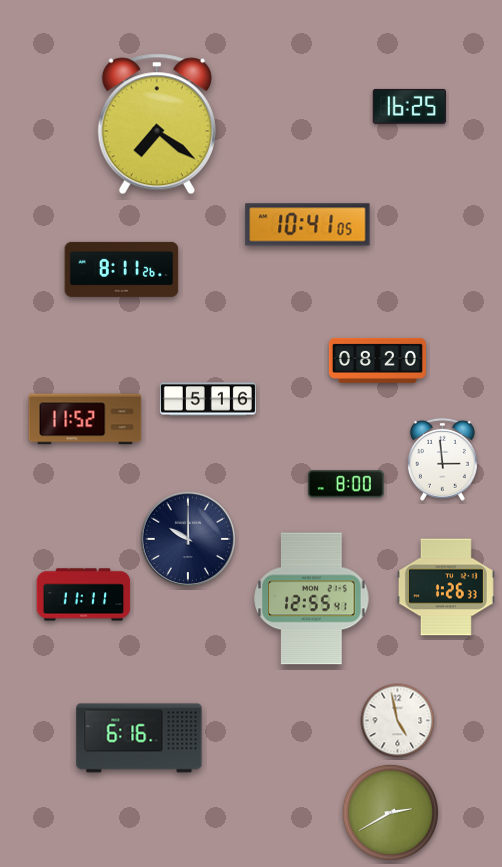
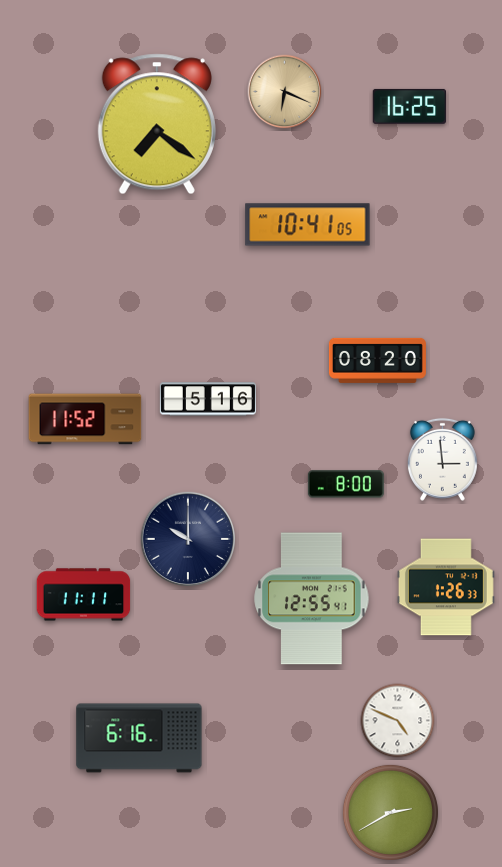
clock at (285, 92): none -> 6:19
clock at (122, 269): 8:11 -> none
clock at (398, 721): 4:58 -> 4:49
